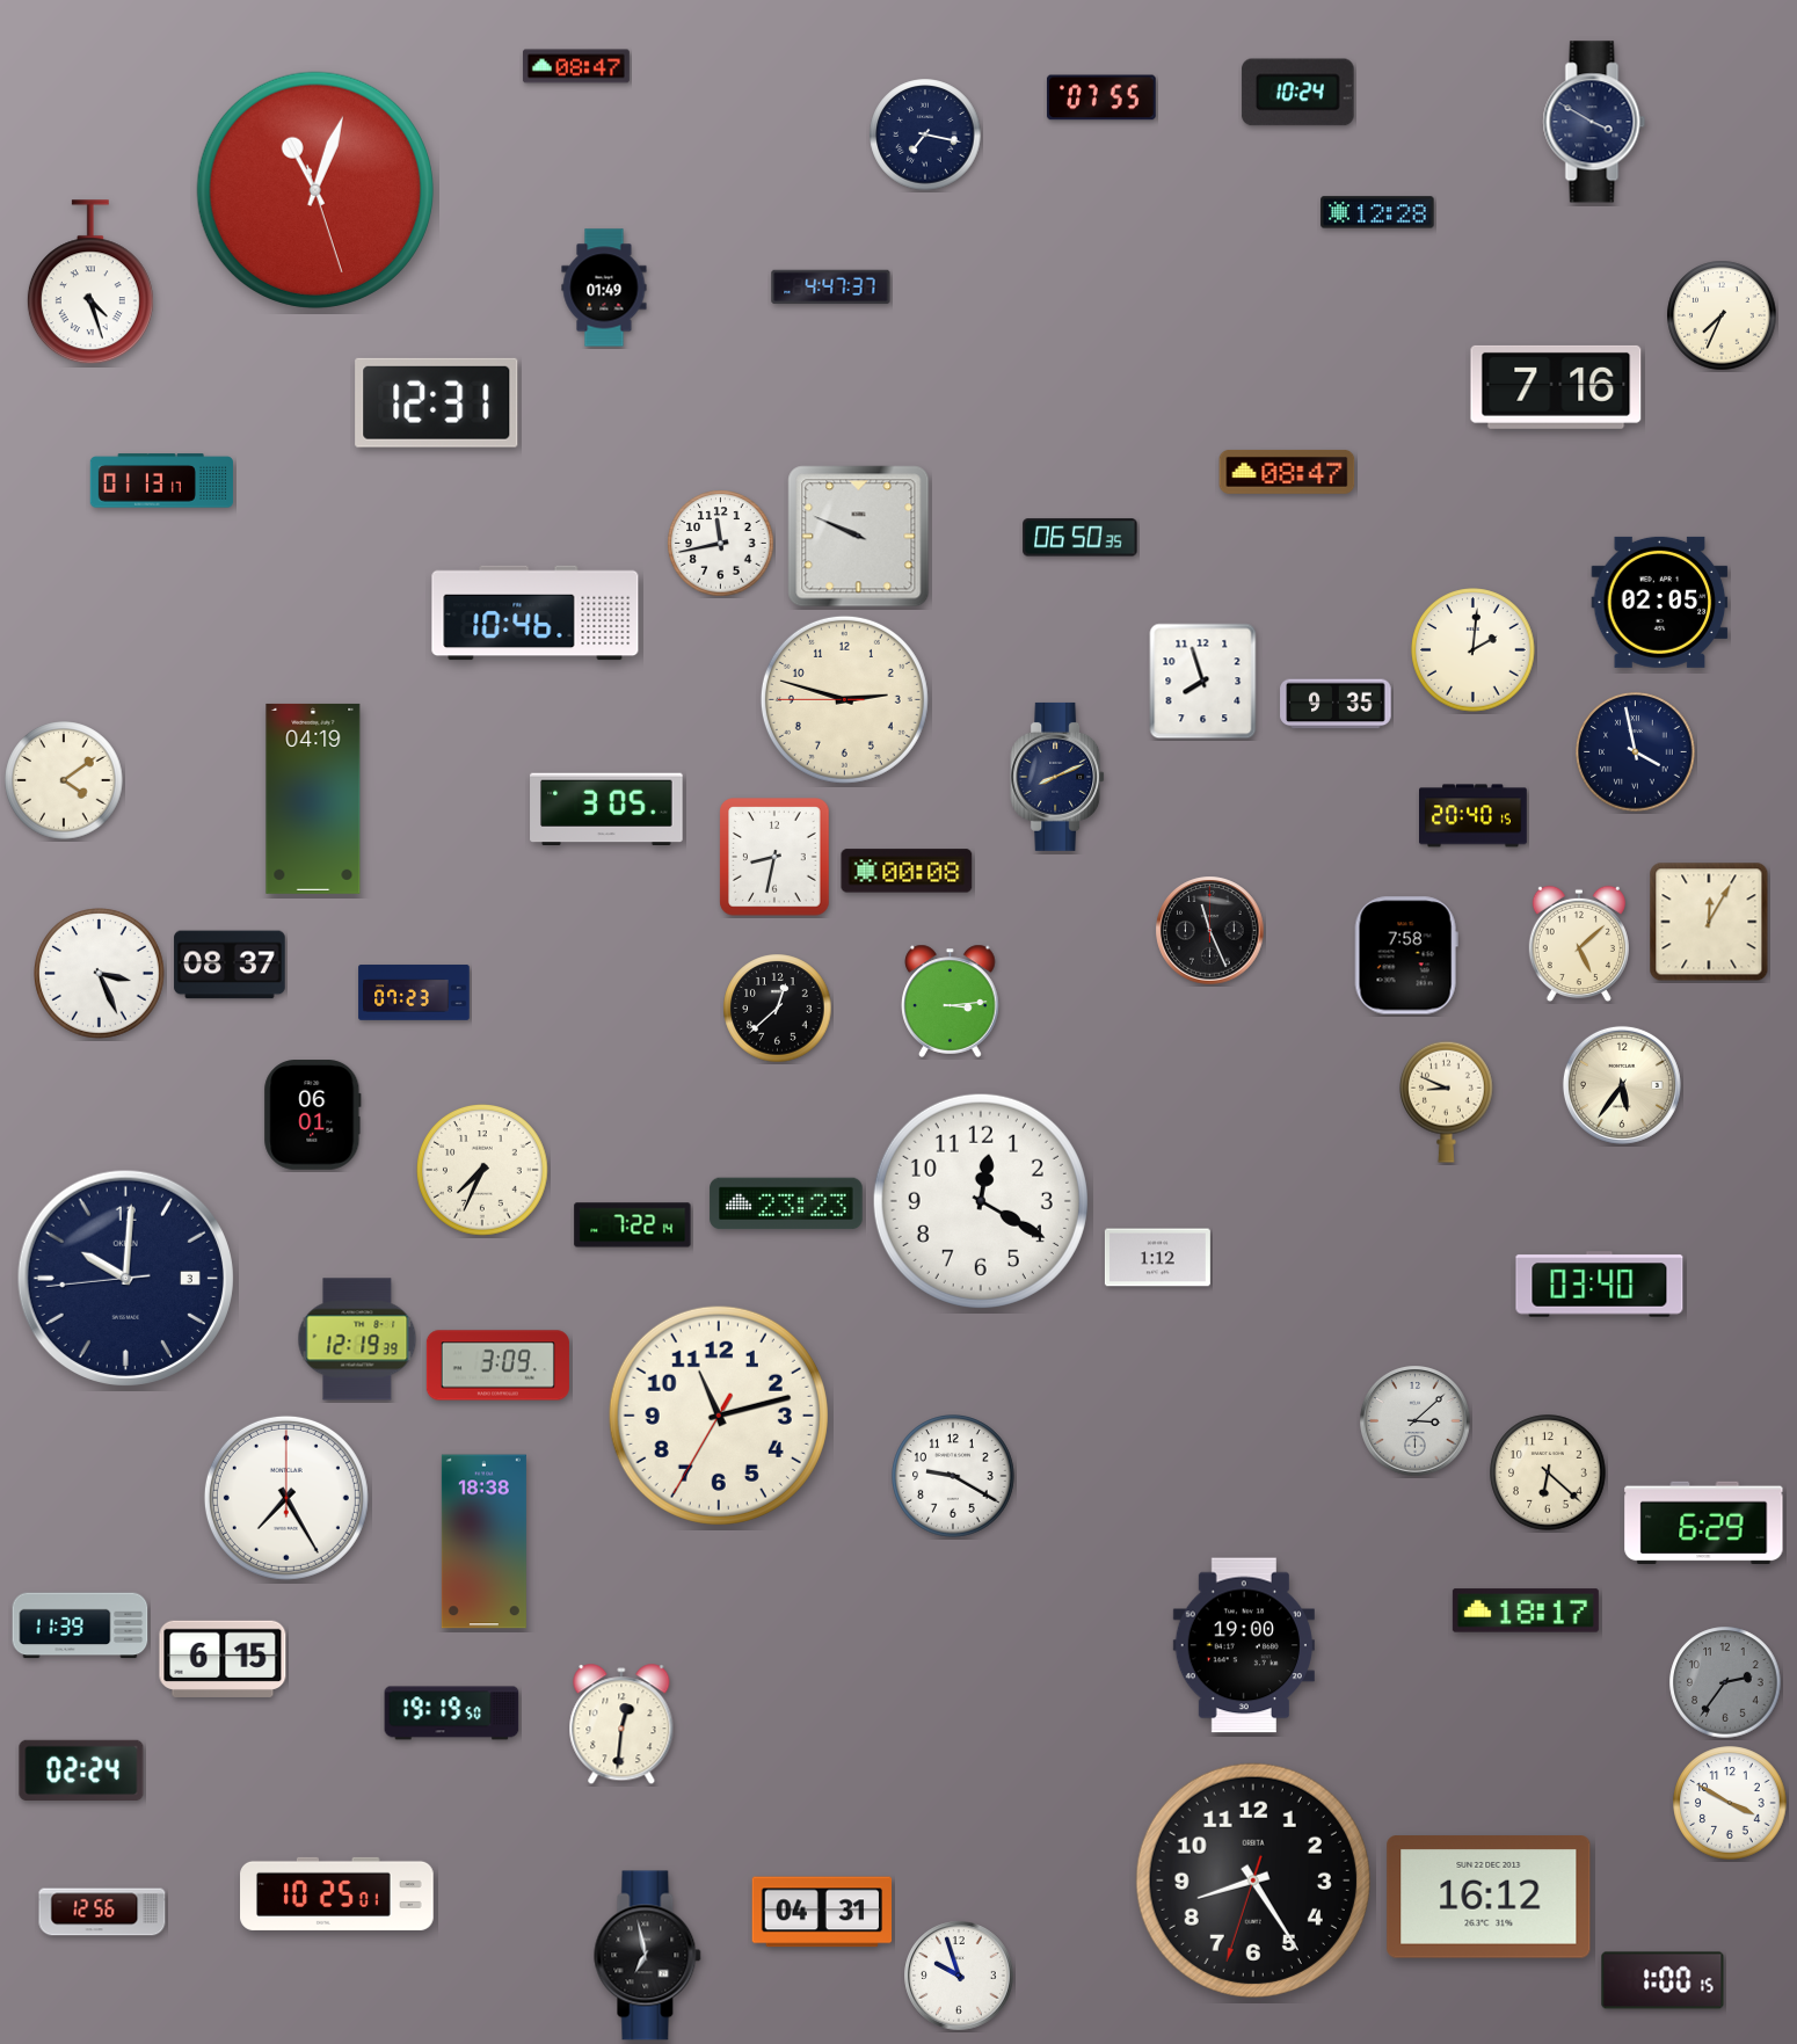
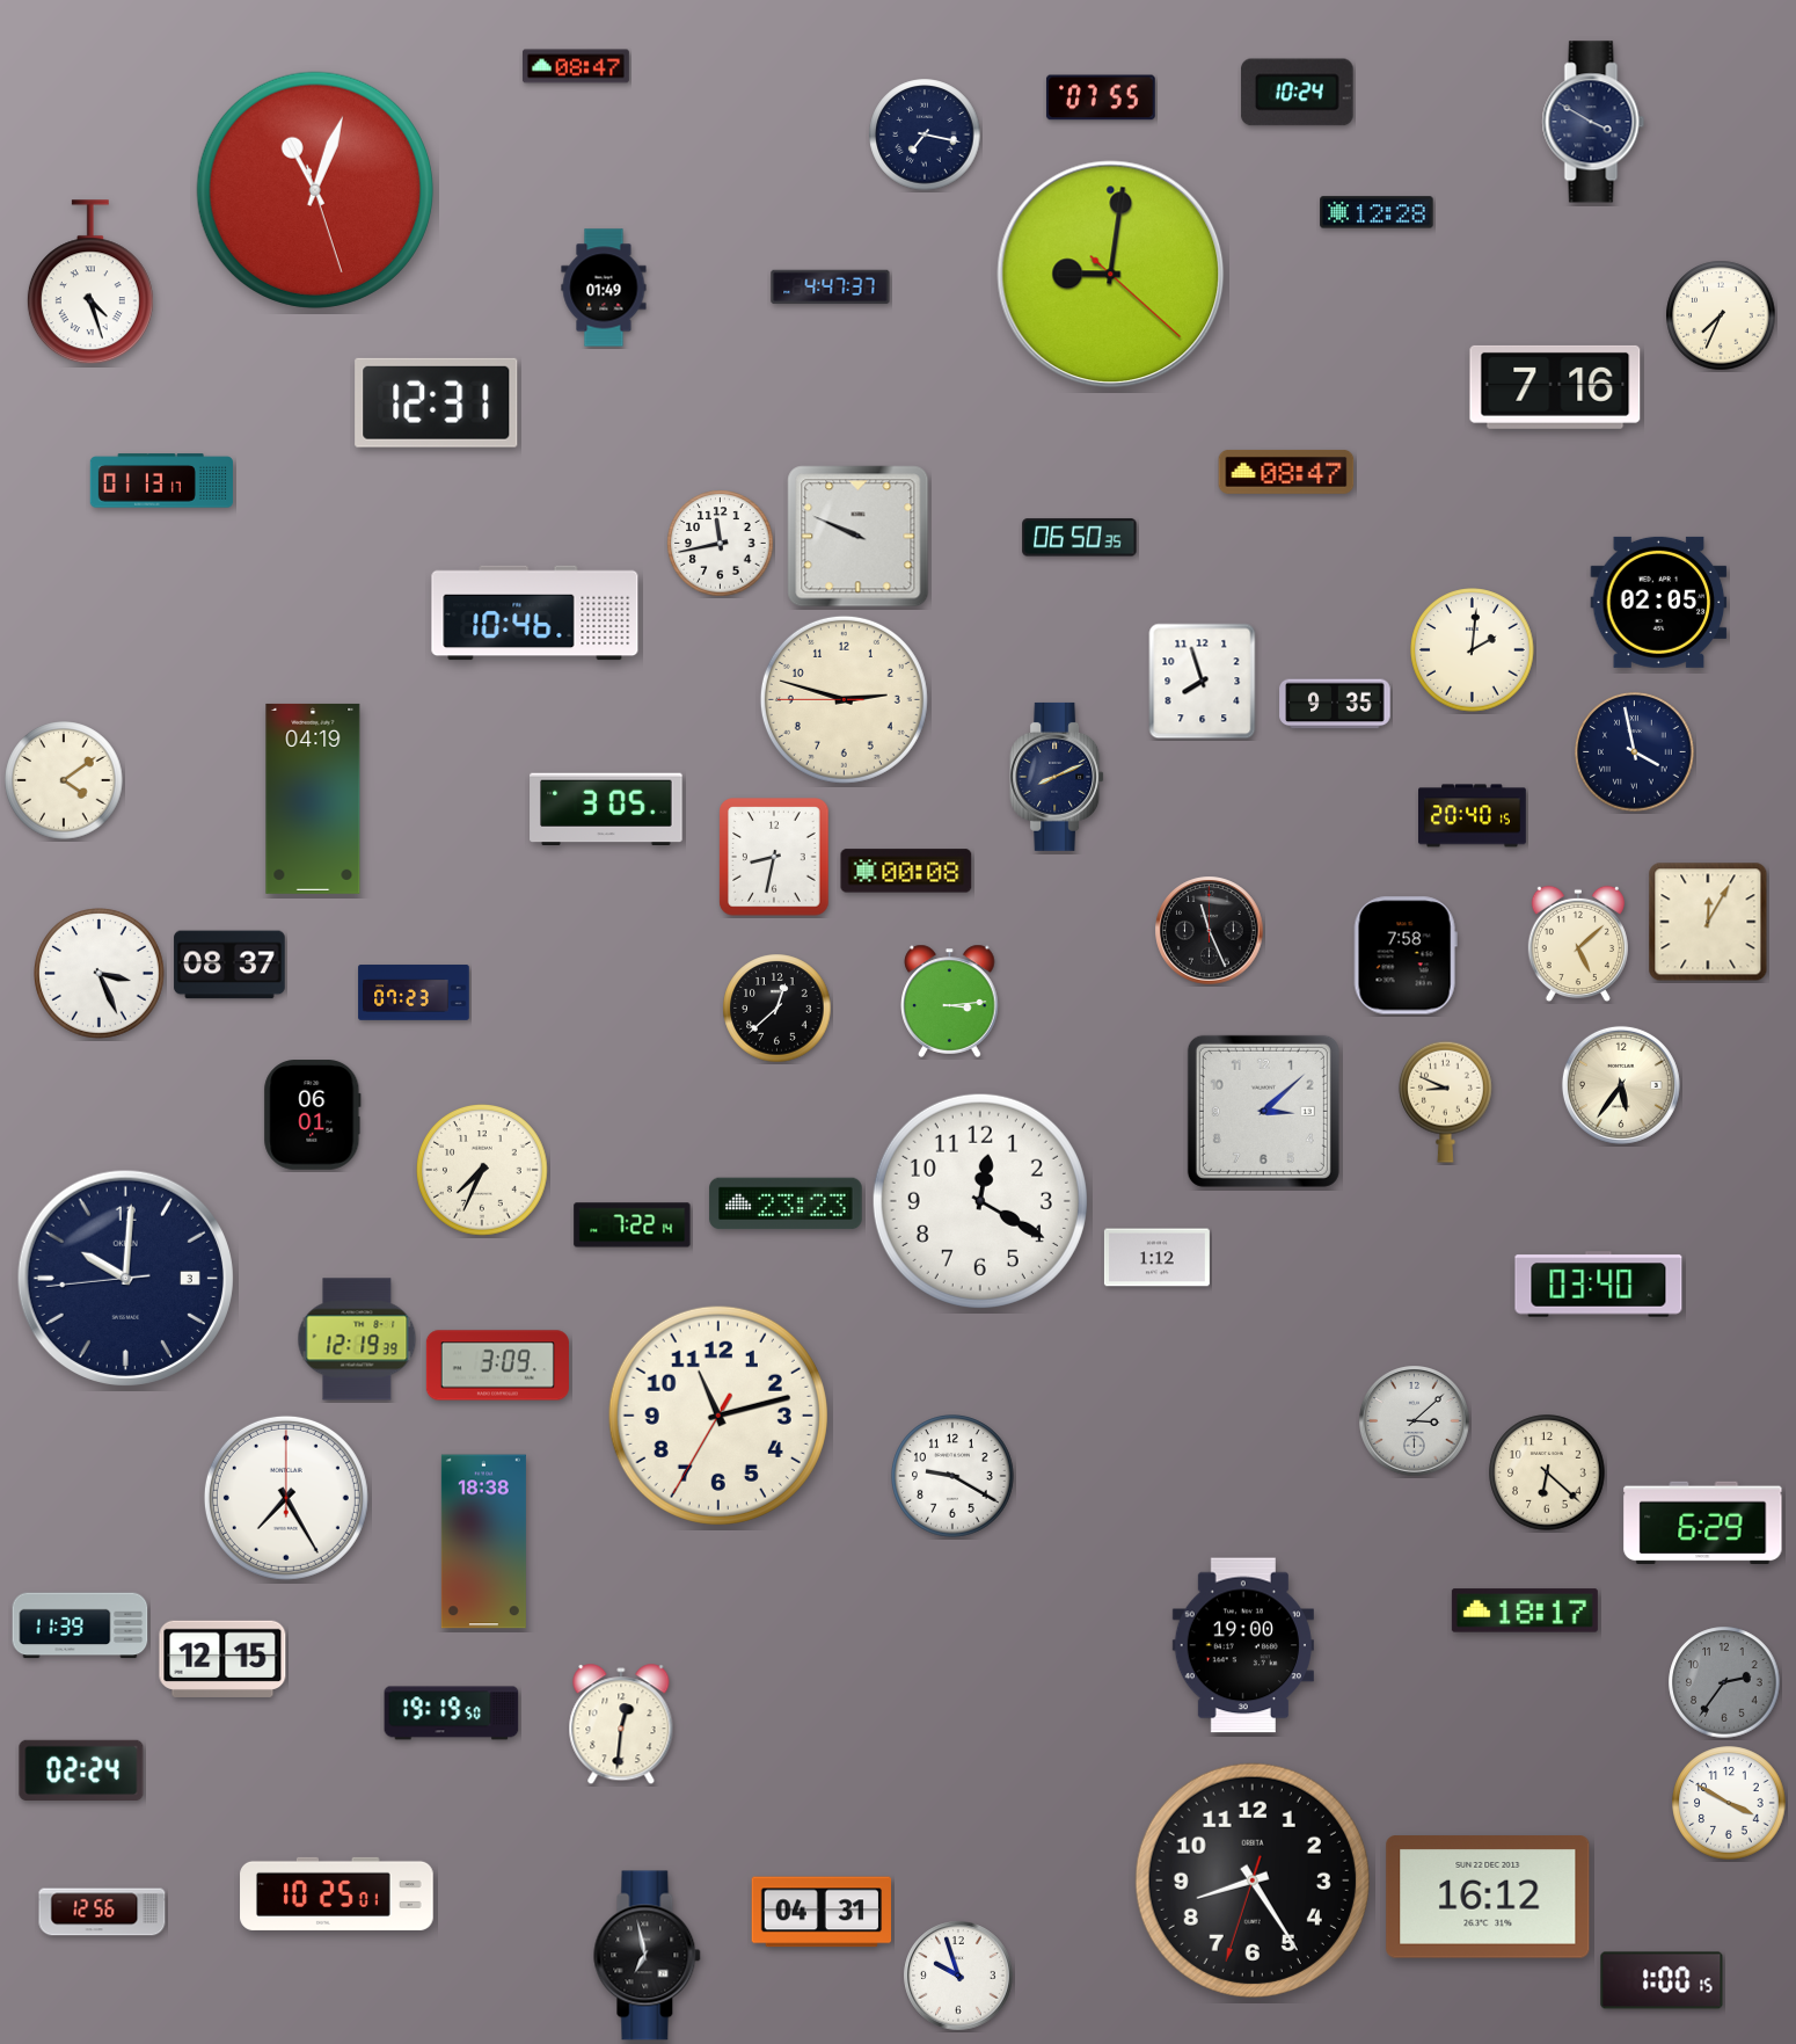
clock at (1111, 275): none -> 9:01
clock at (1263, 1111): none -> 3:08
clock at (223, 1659): 6:15 -> 12:15
